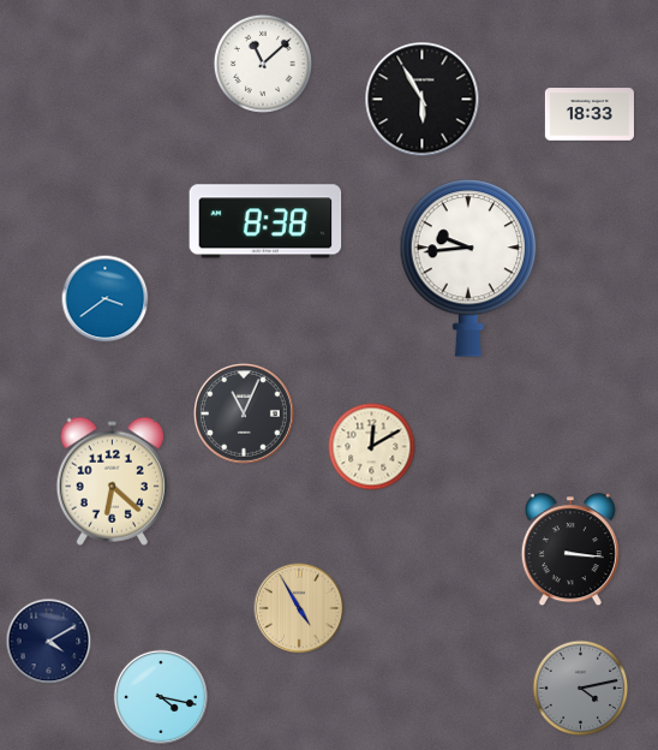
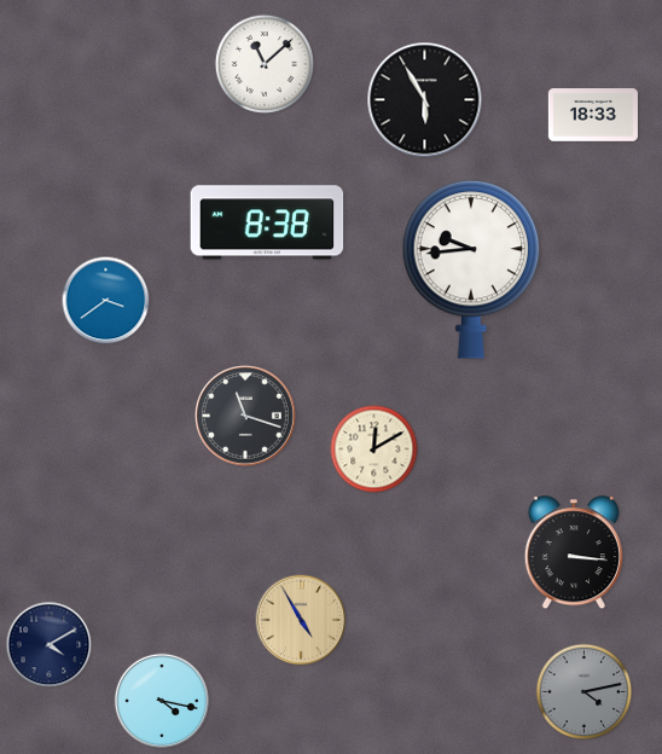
clock at (245, 415): 11:04 -> 11:18
clock at (112, 481): 6:22 -> none
clock at (299, 608) position: (299, 608) -> (301, 620)
